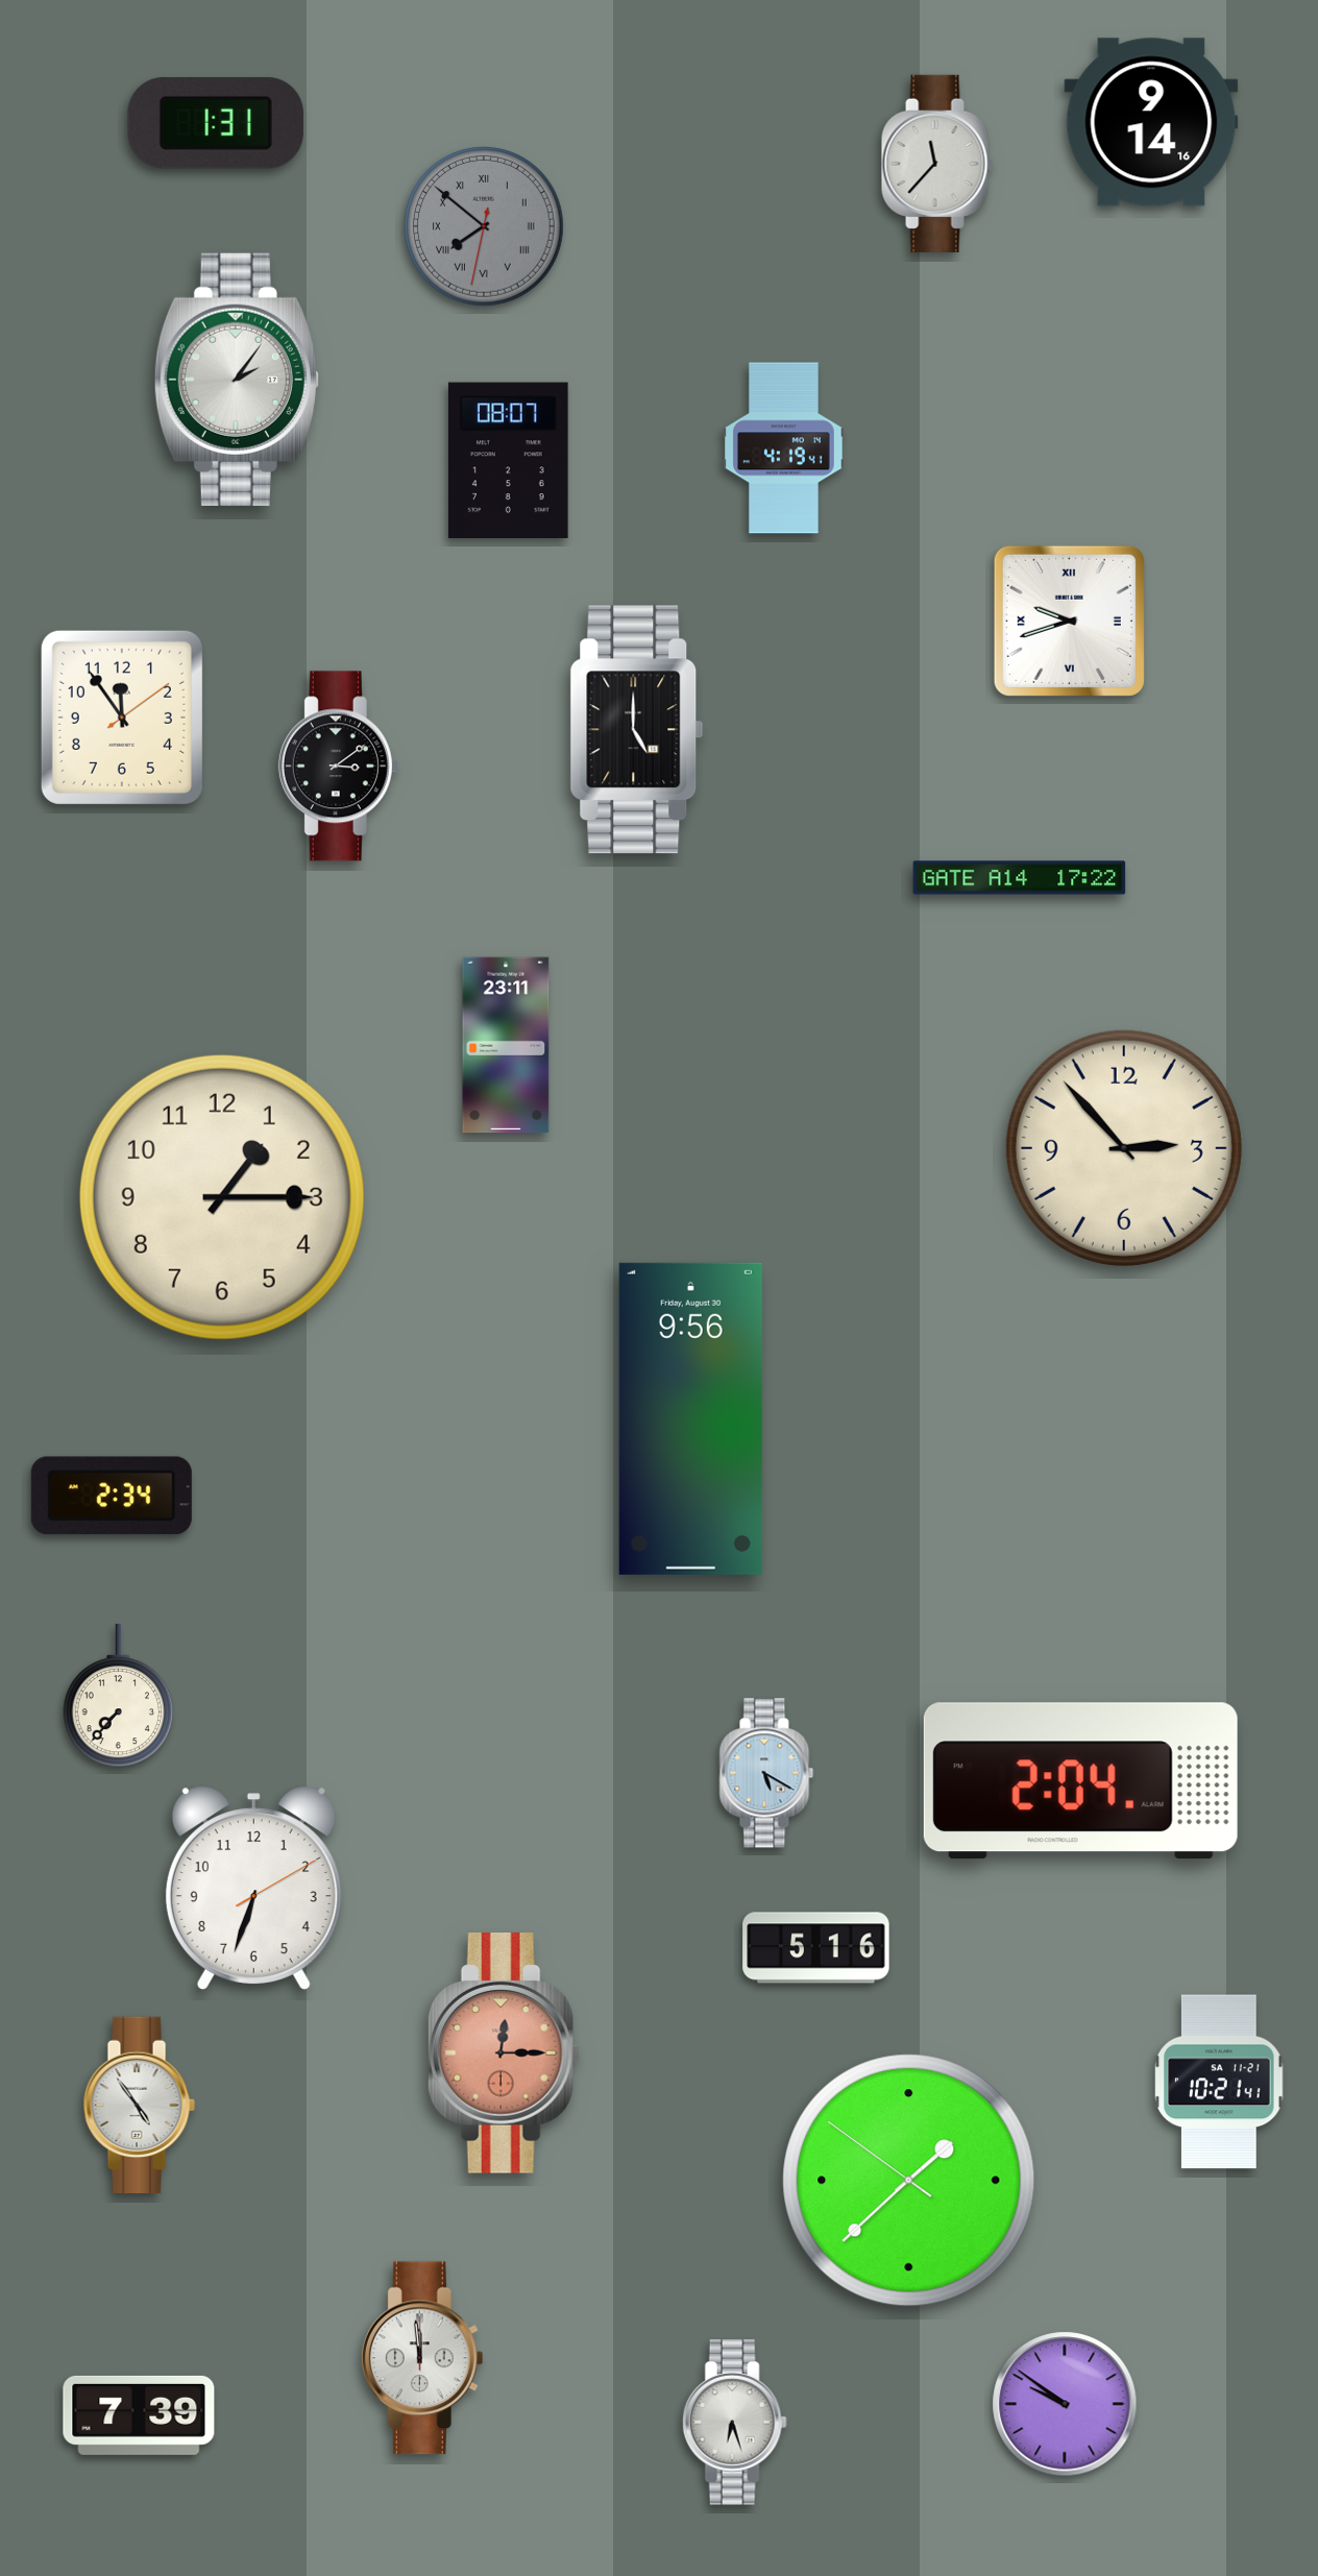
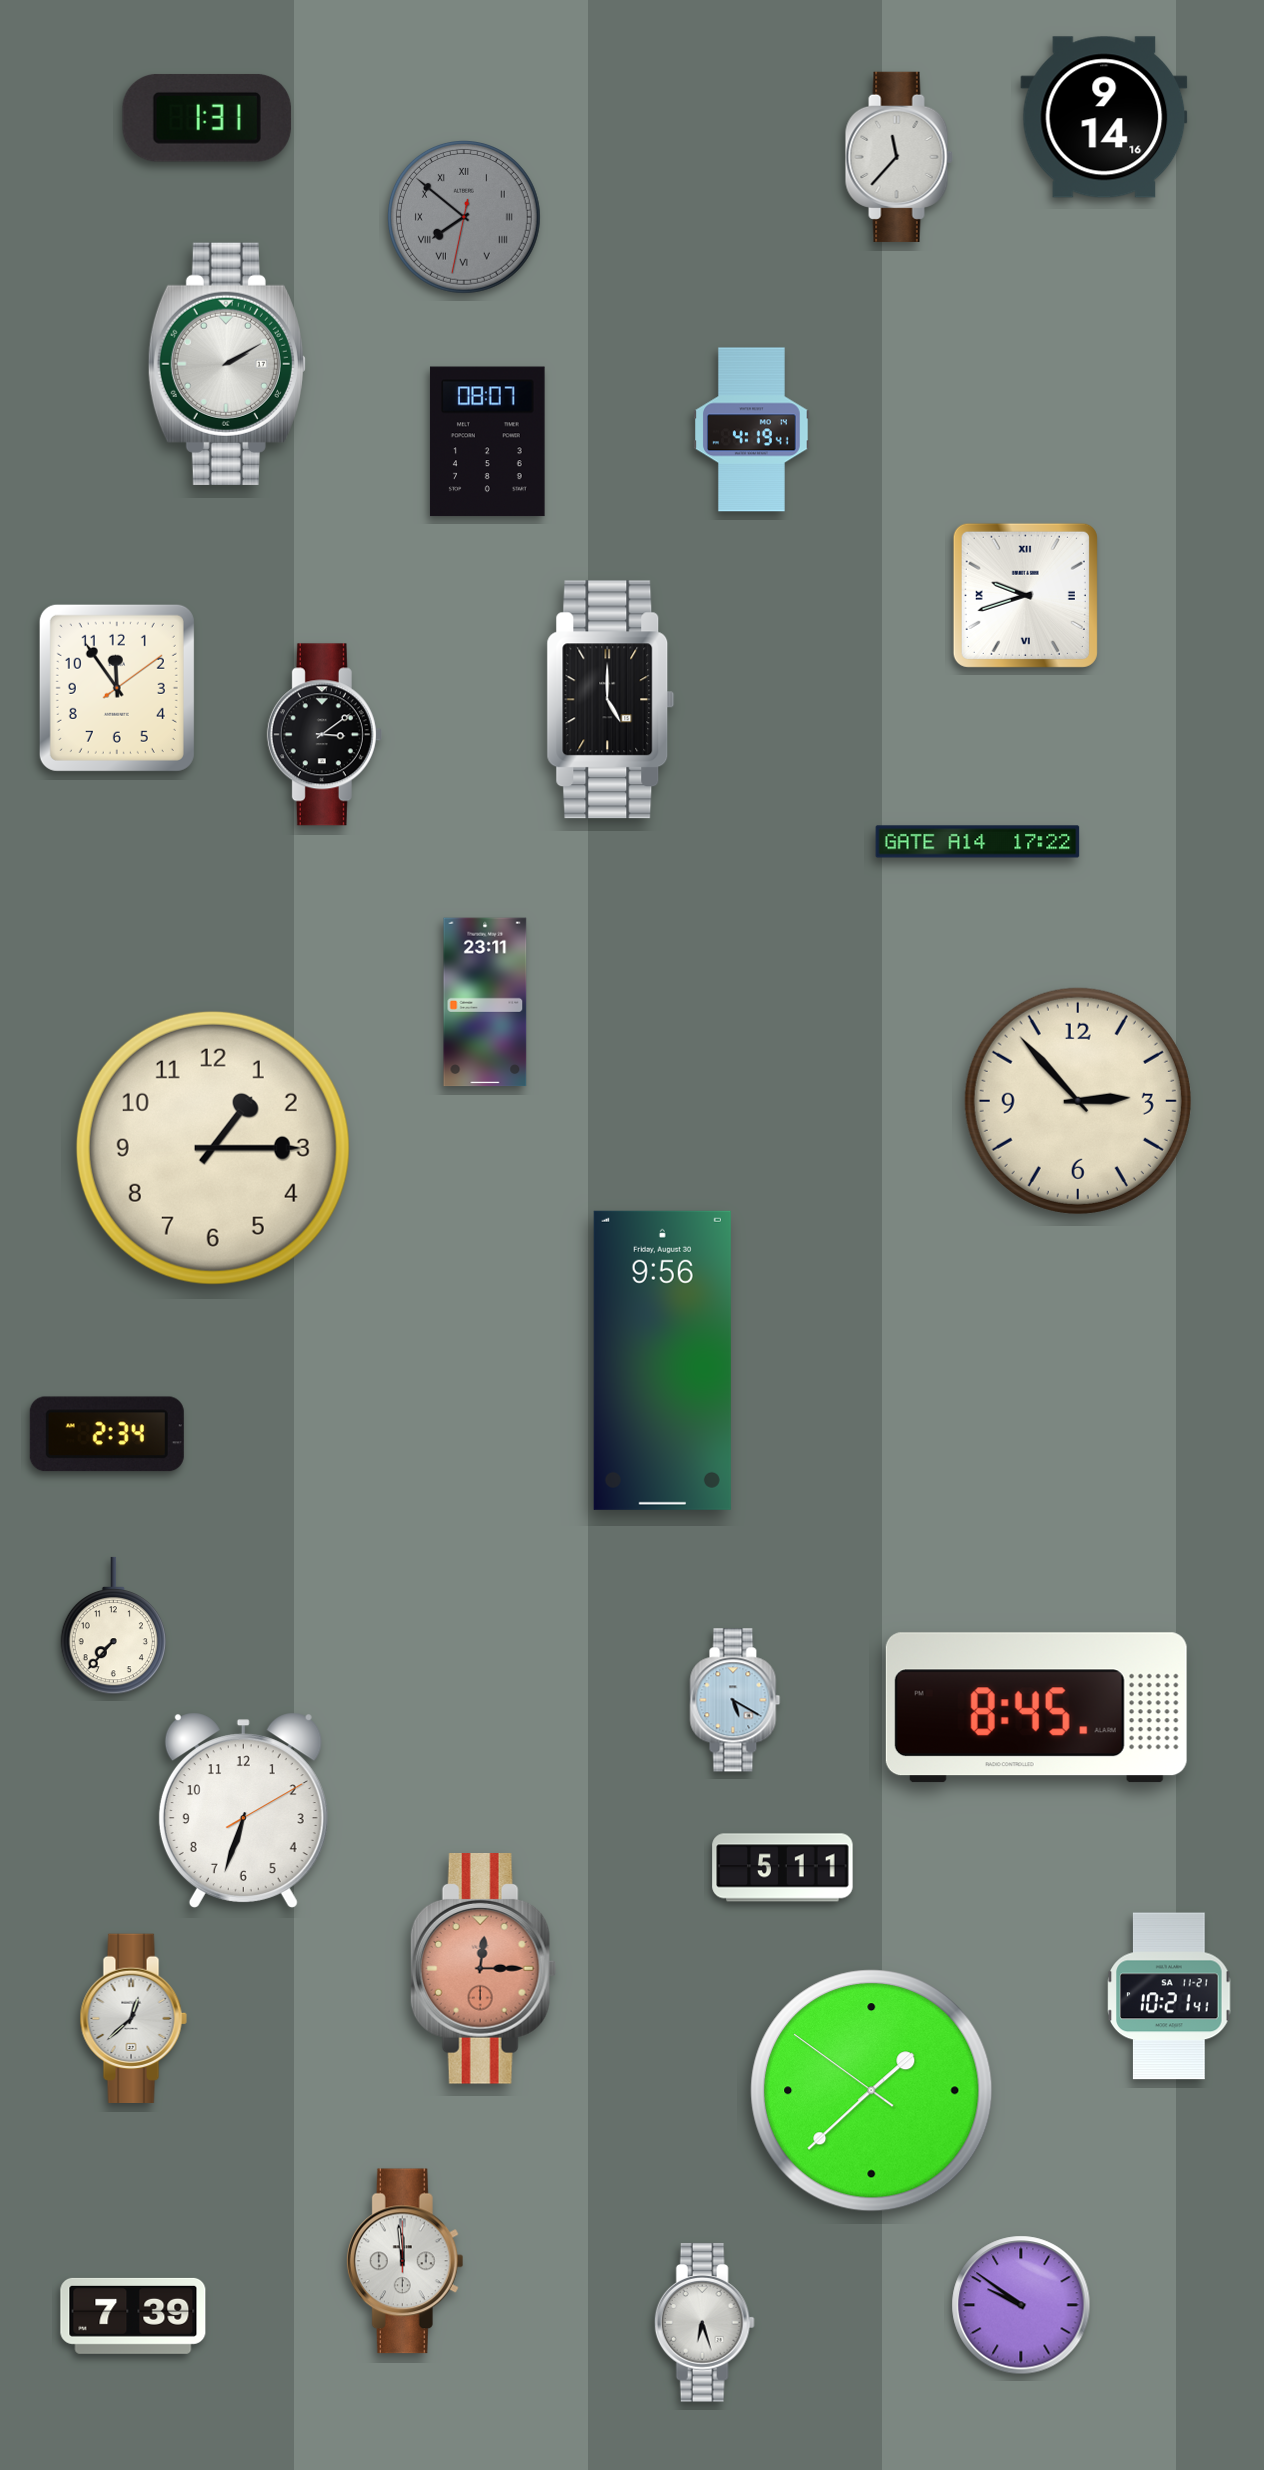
clock at (237, 380): 2:06 -> 2:10
clock at (1080, 1781): 2:04 -> 8:45
clock at (816, 1948): 5:16 -> 5:11
clock at (139, 2105): 4:54 -> 12:38
